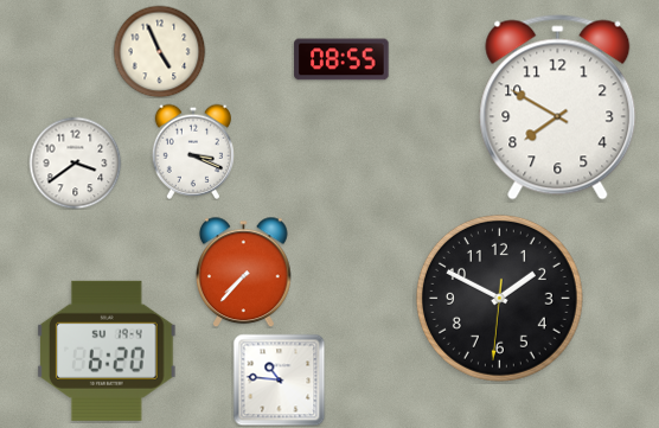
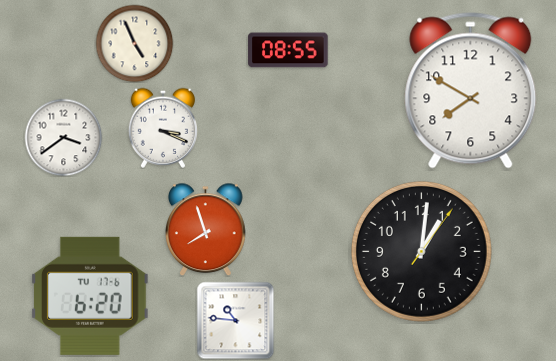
clock at (244, 272): 7:37 -> 7:57
clock at (499, 298): 1:49 -> 1:01
clock at (108, 351) date: SU 19-4 -> TU 17-6
